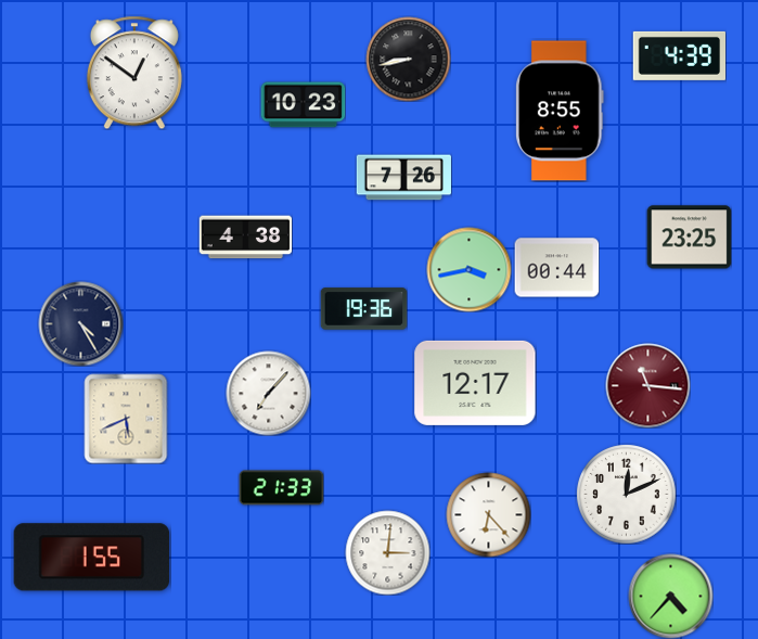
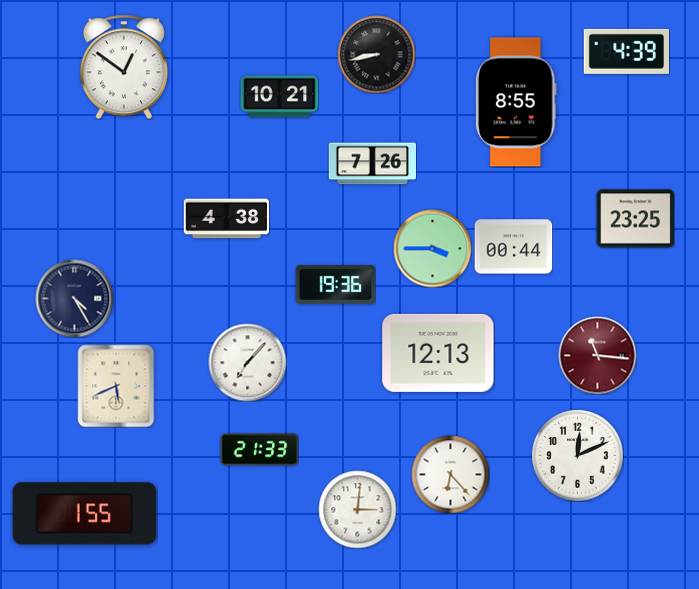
clock at (303, 105): 10:23 -> 10:21
clock at (468, 269): 3:43 -> 3:45
clock at (475, 383): 12:17 -> 12:13
clock at (670, 596): 4:37 -> none
